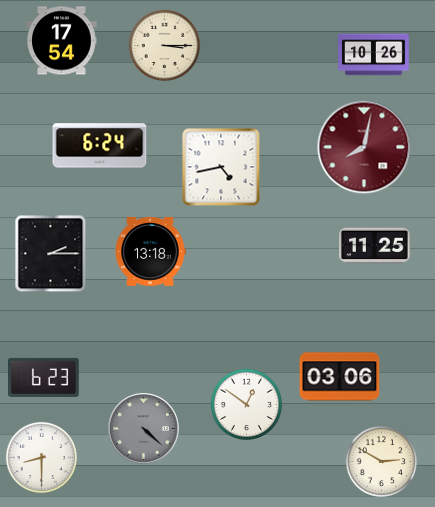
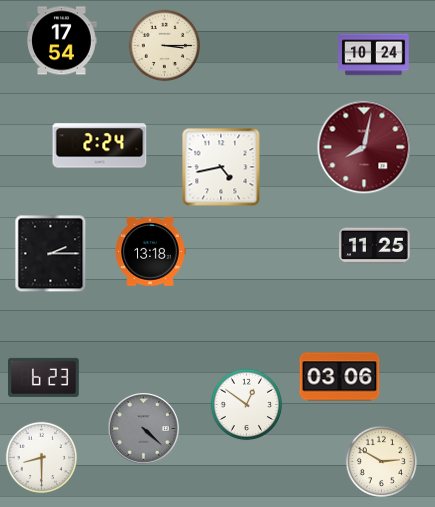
clock at (374, 55): 10:26 -> 10:24
clock at (100, 146): 6:24 -> 2:24
